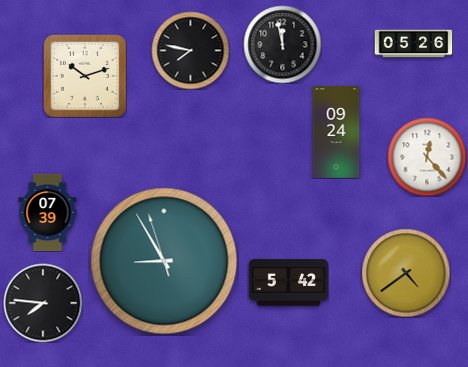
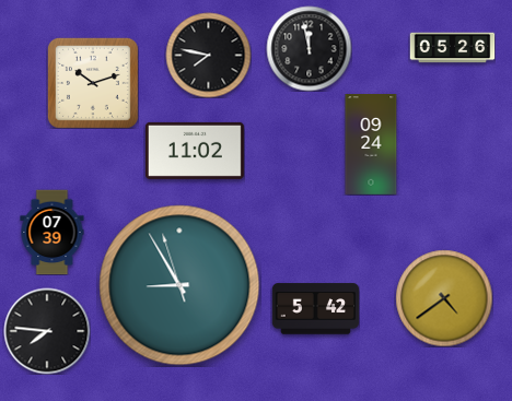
clock at (336, 133) position: (336, 133) -> (371, 145)
clock at (195, 151): none -> 11:02
clock at (427, 157): 12:23 -> none
